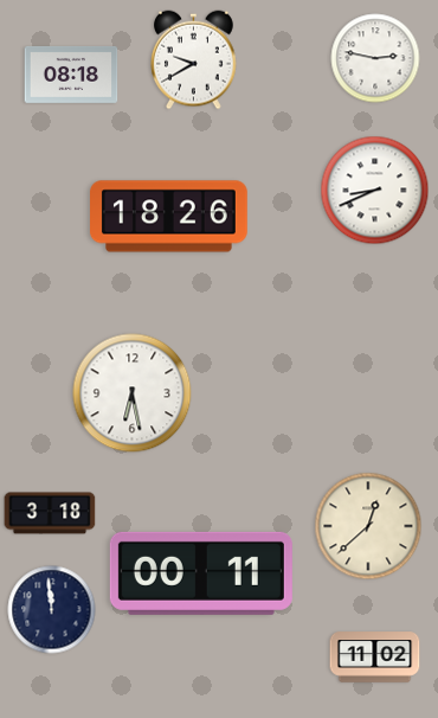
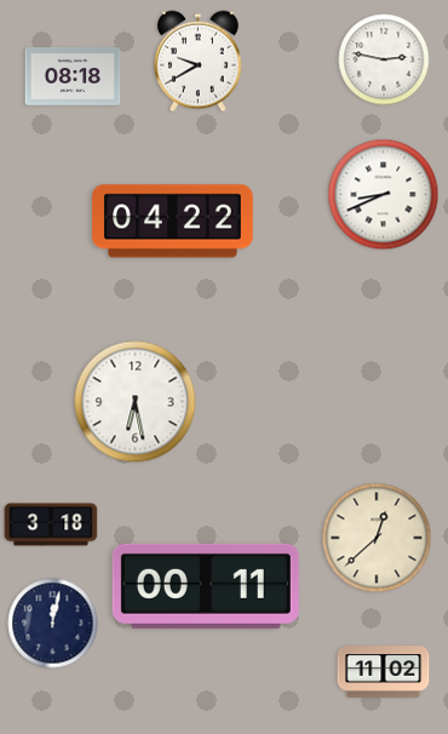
clock at (169, 217): 18:26 -> 04:22
clock at (52, 610): 11:59 -> 12:02
